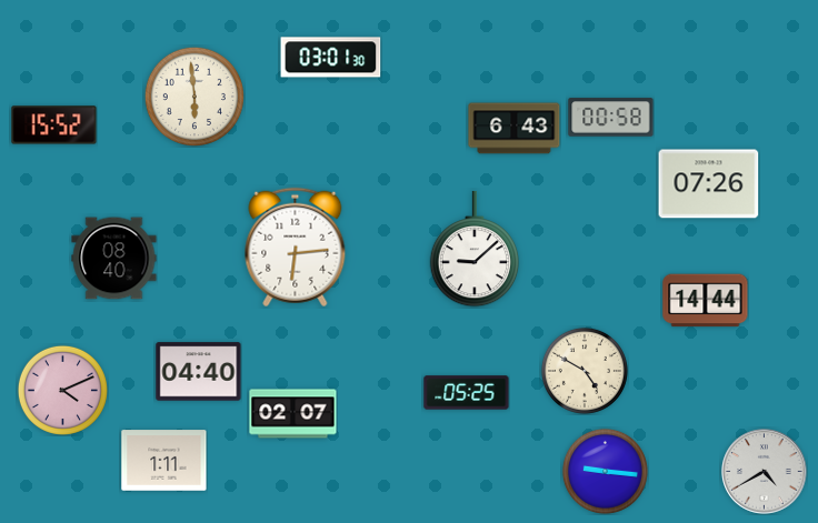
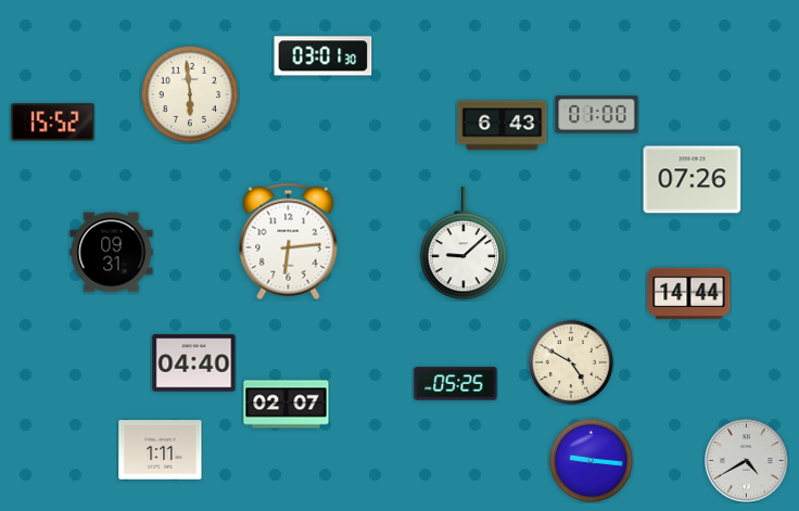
clock at (611, 118): 00:58 -> 01:00
clock at (114, 259): 08:40 -> 09:31
clock at (62, 390): 4:11 -> none
